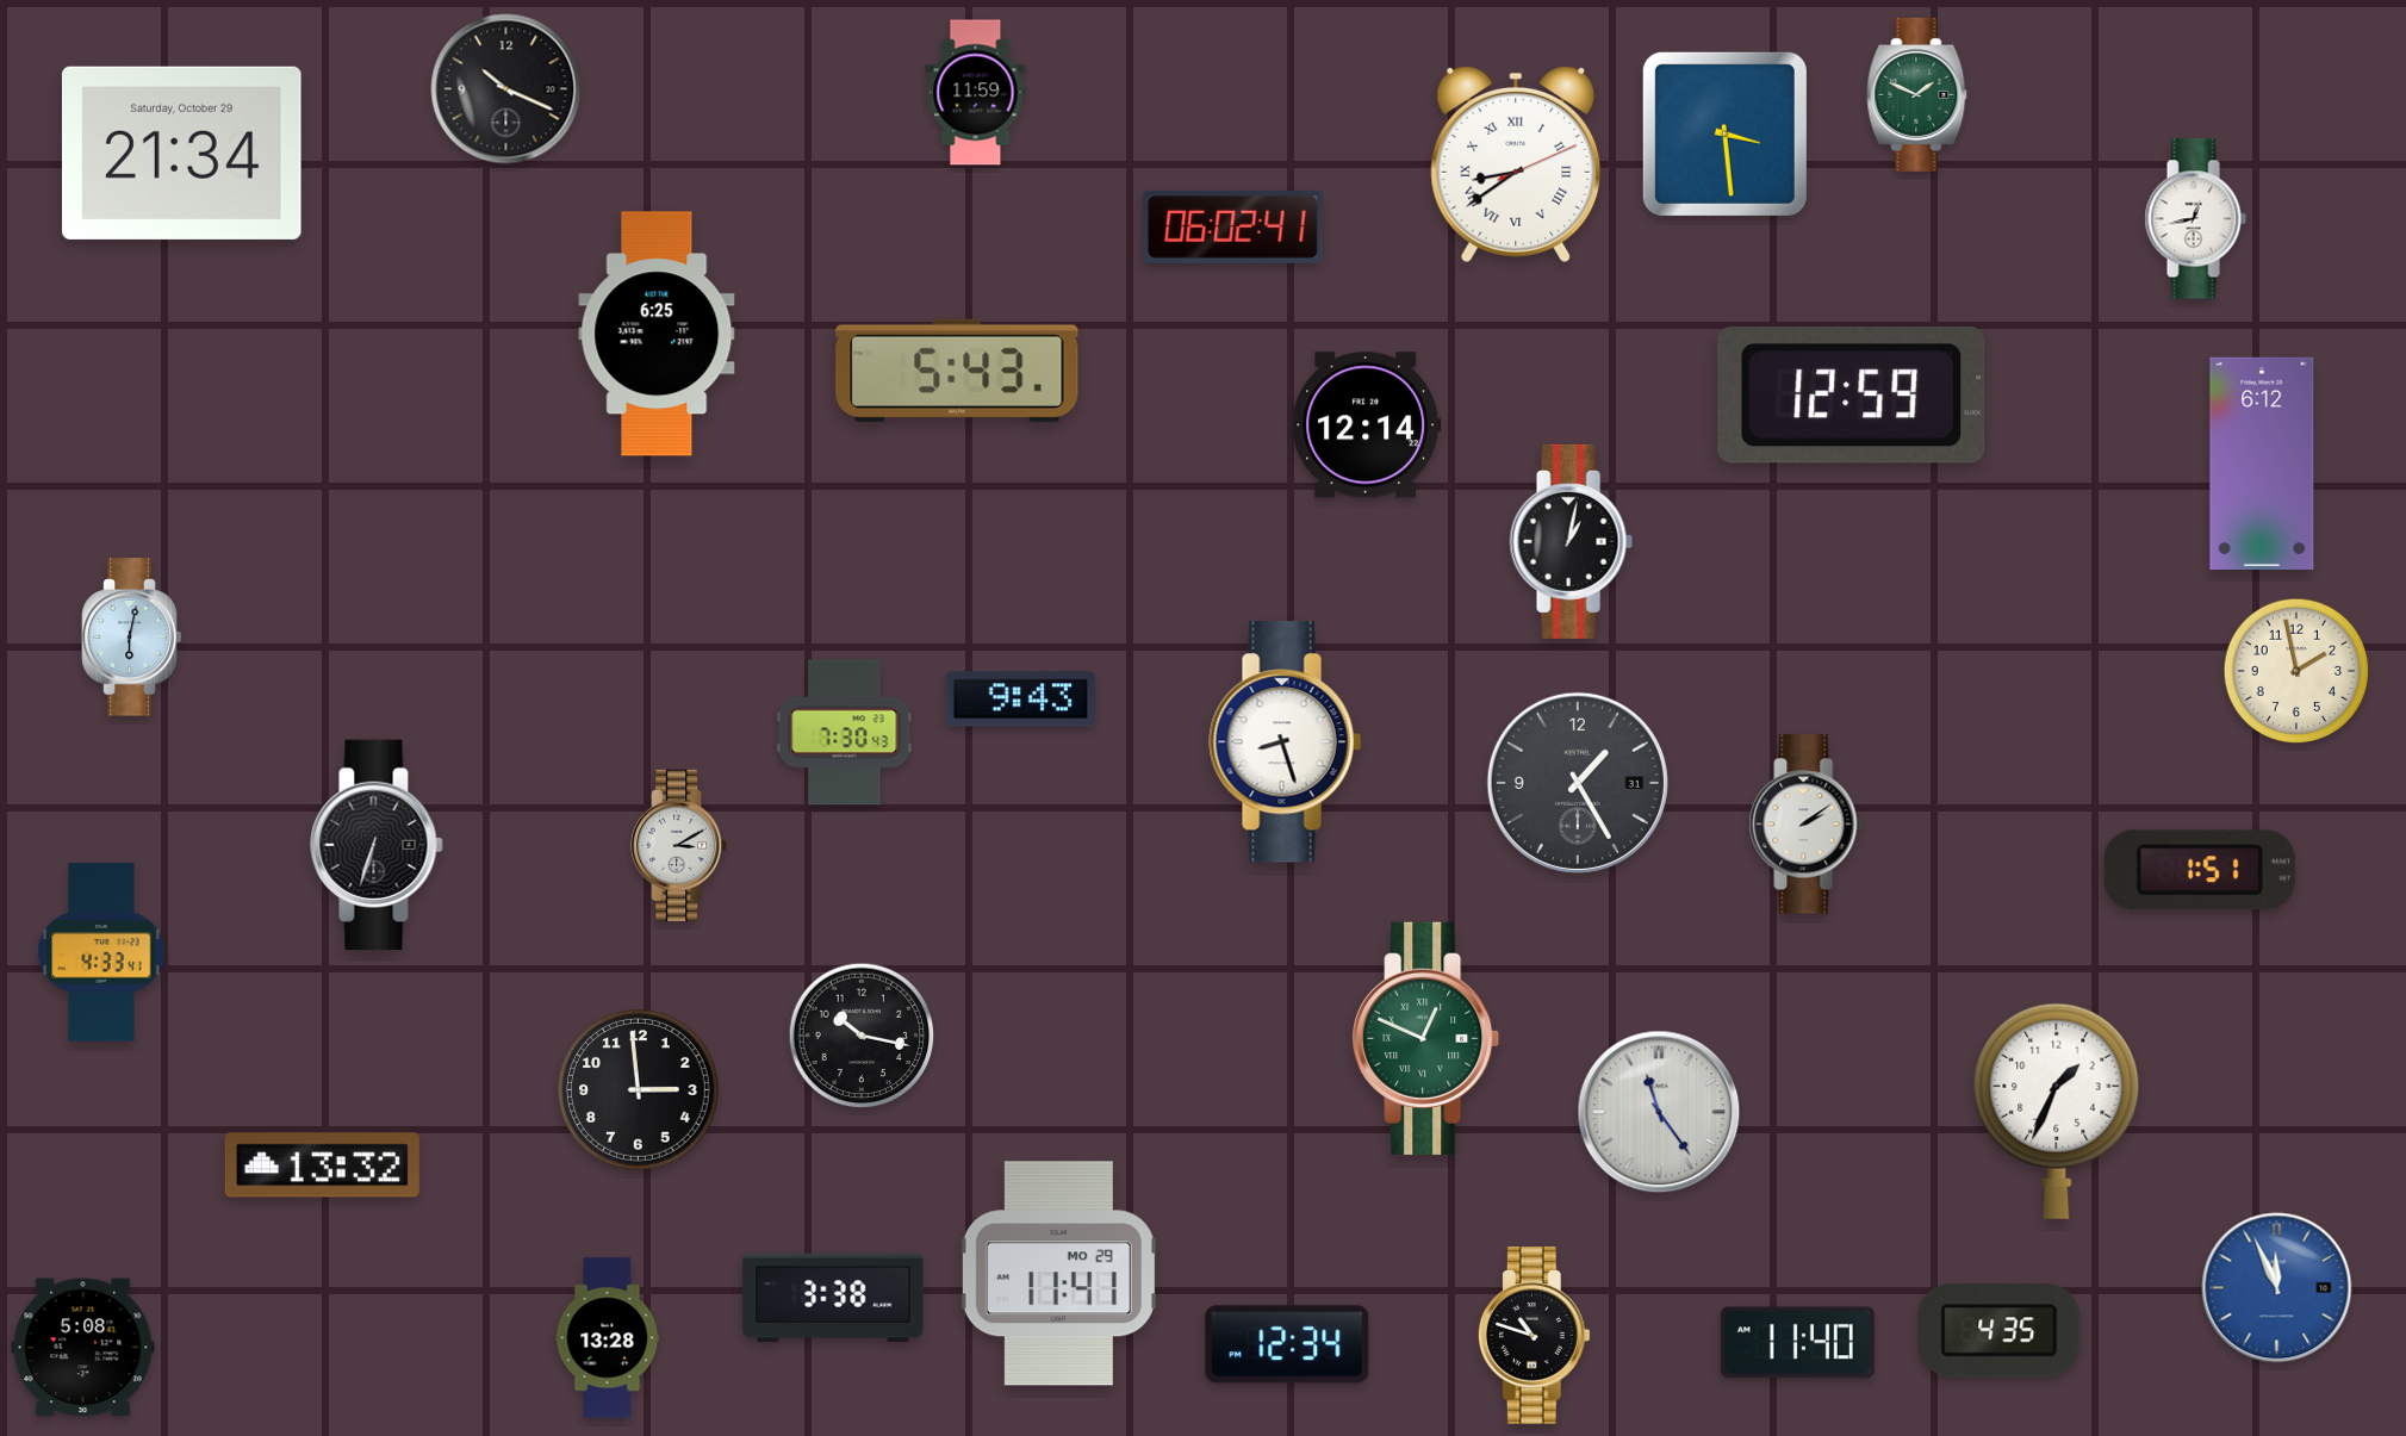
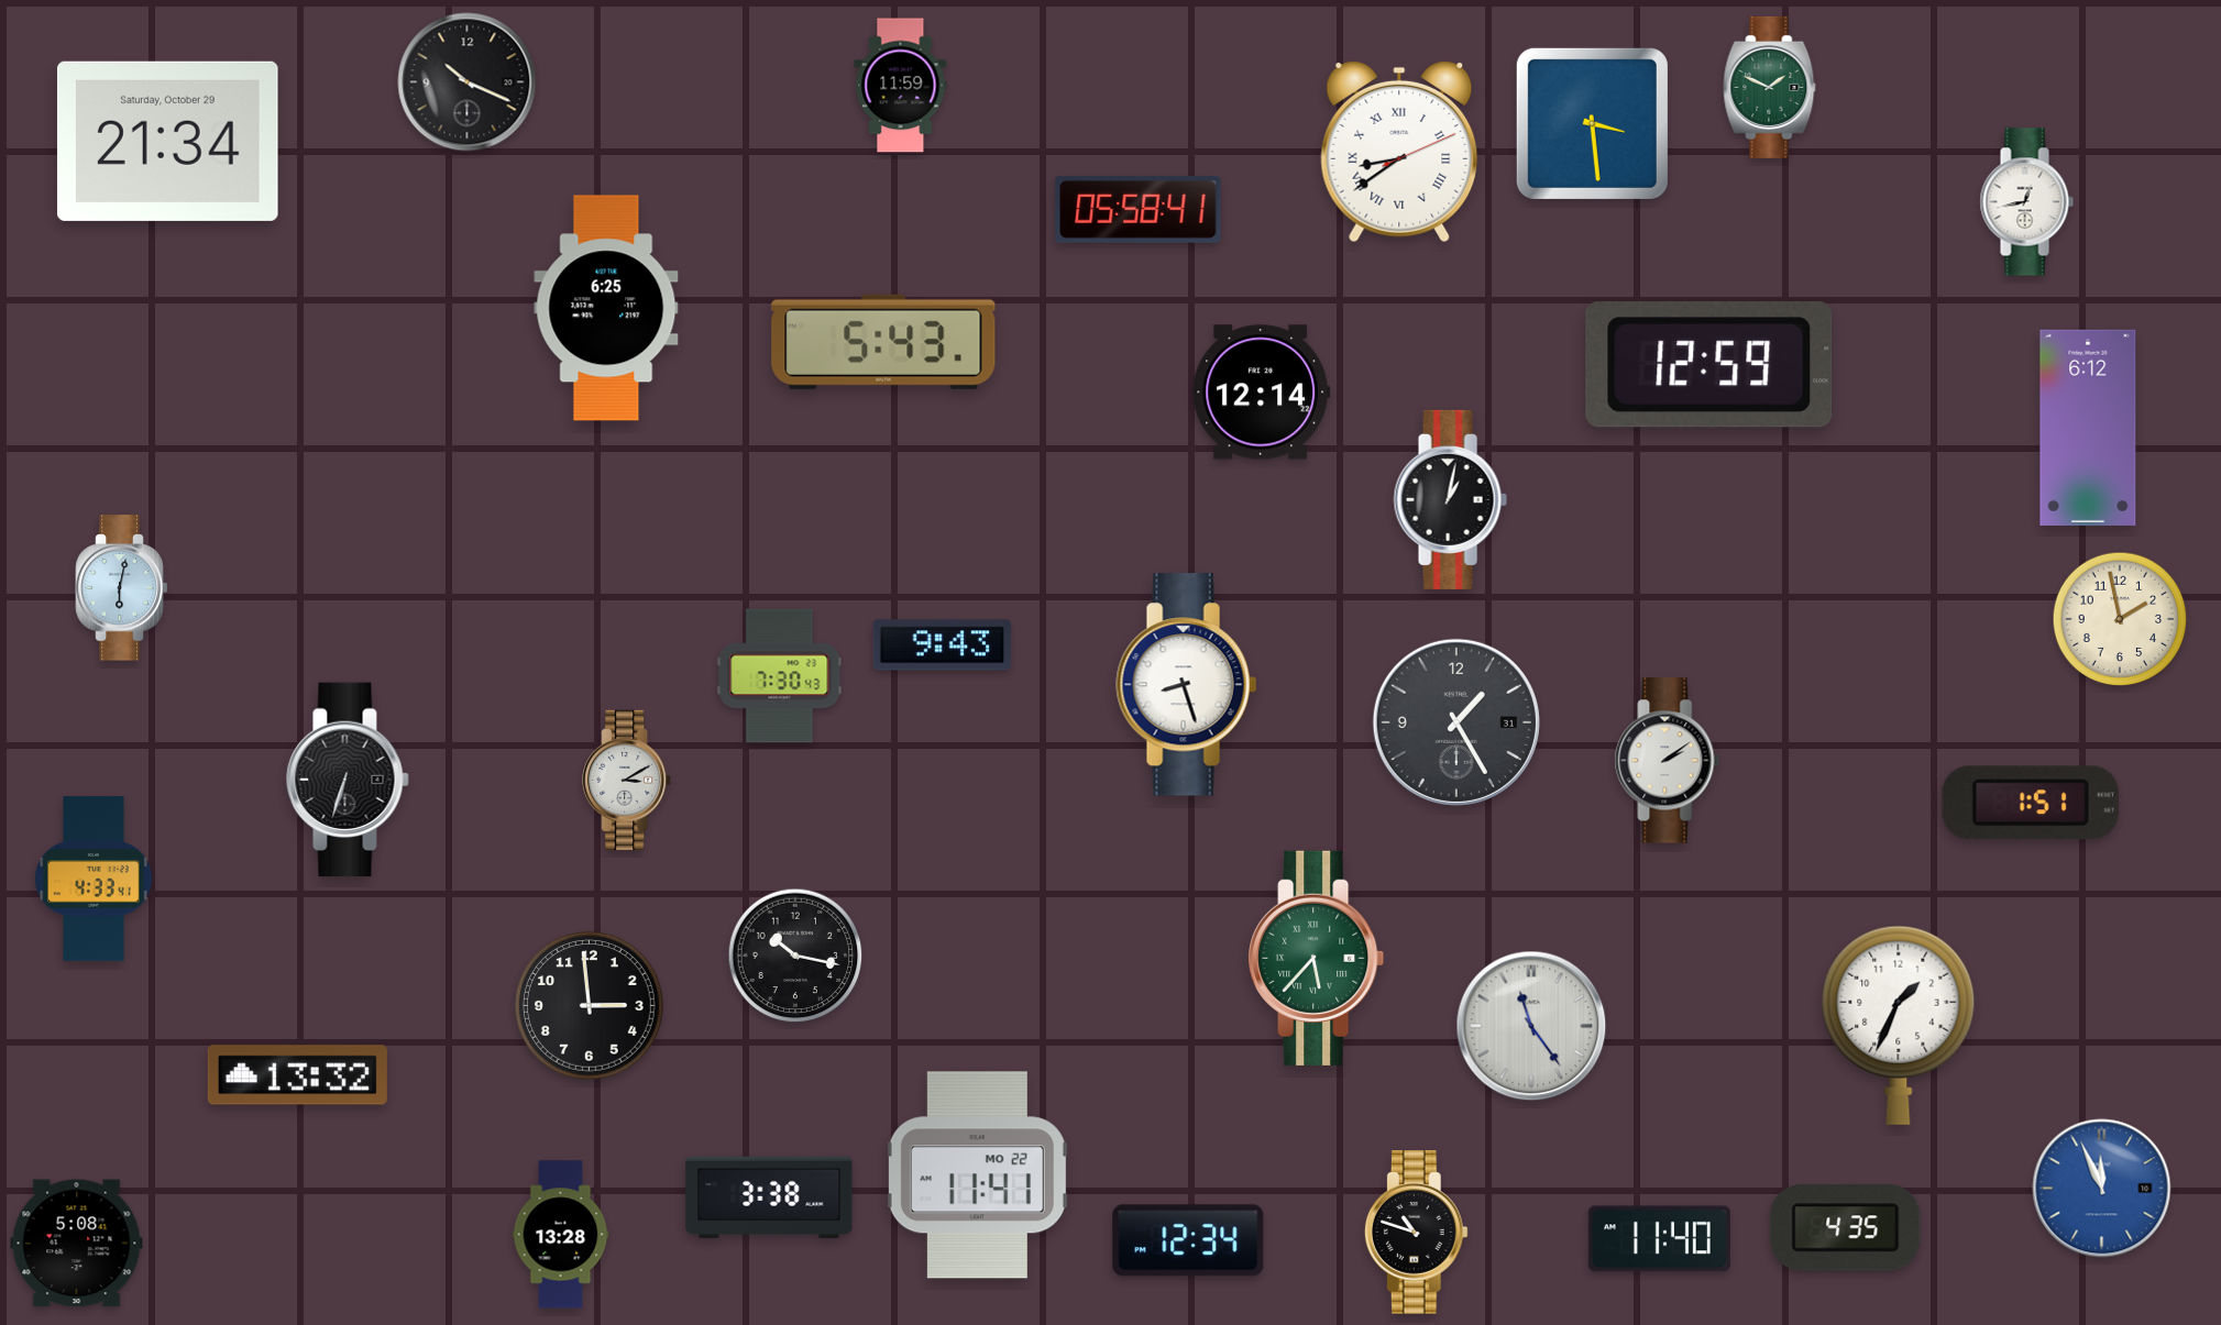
clock at (1233, 228): 06:02 -> 05:58
clock at (1426, 1038): 12:49 -> 5:37
clock at (1058, 1274) date: MO 29 -> MO 22
